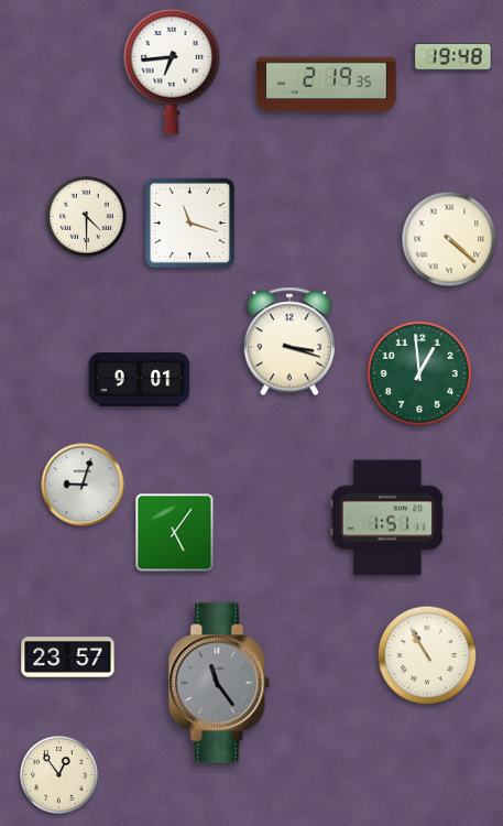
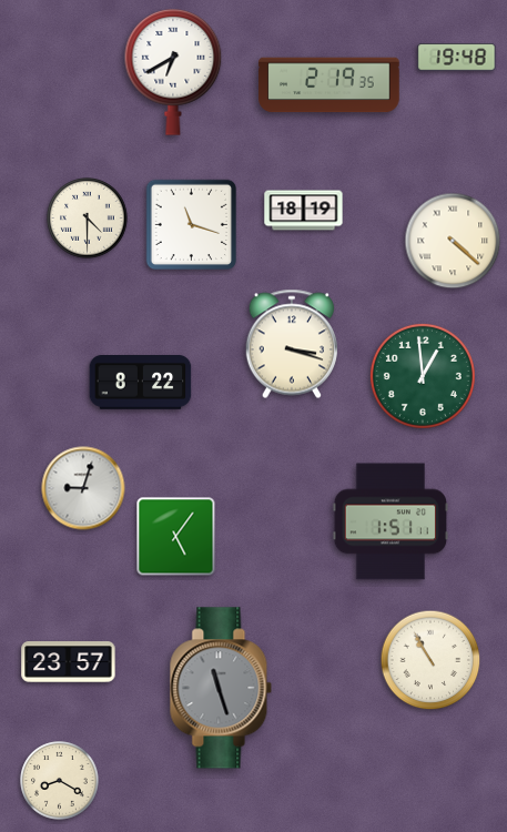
clock at (172, 72): 6:44 -> 6:40
clock at (304, 211): none -> 18:19
clock at (140, 380): 9:01 -> 8:22
clock at (219, 683): 11:24 -> 11:27
clock at (59, 775): 12:54 -> 8:20
